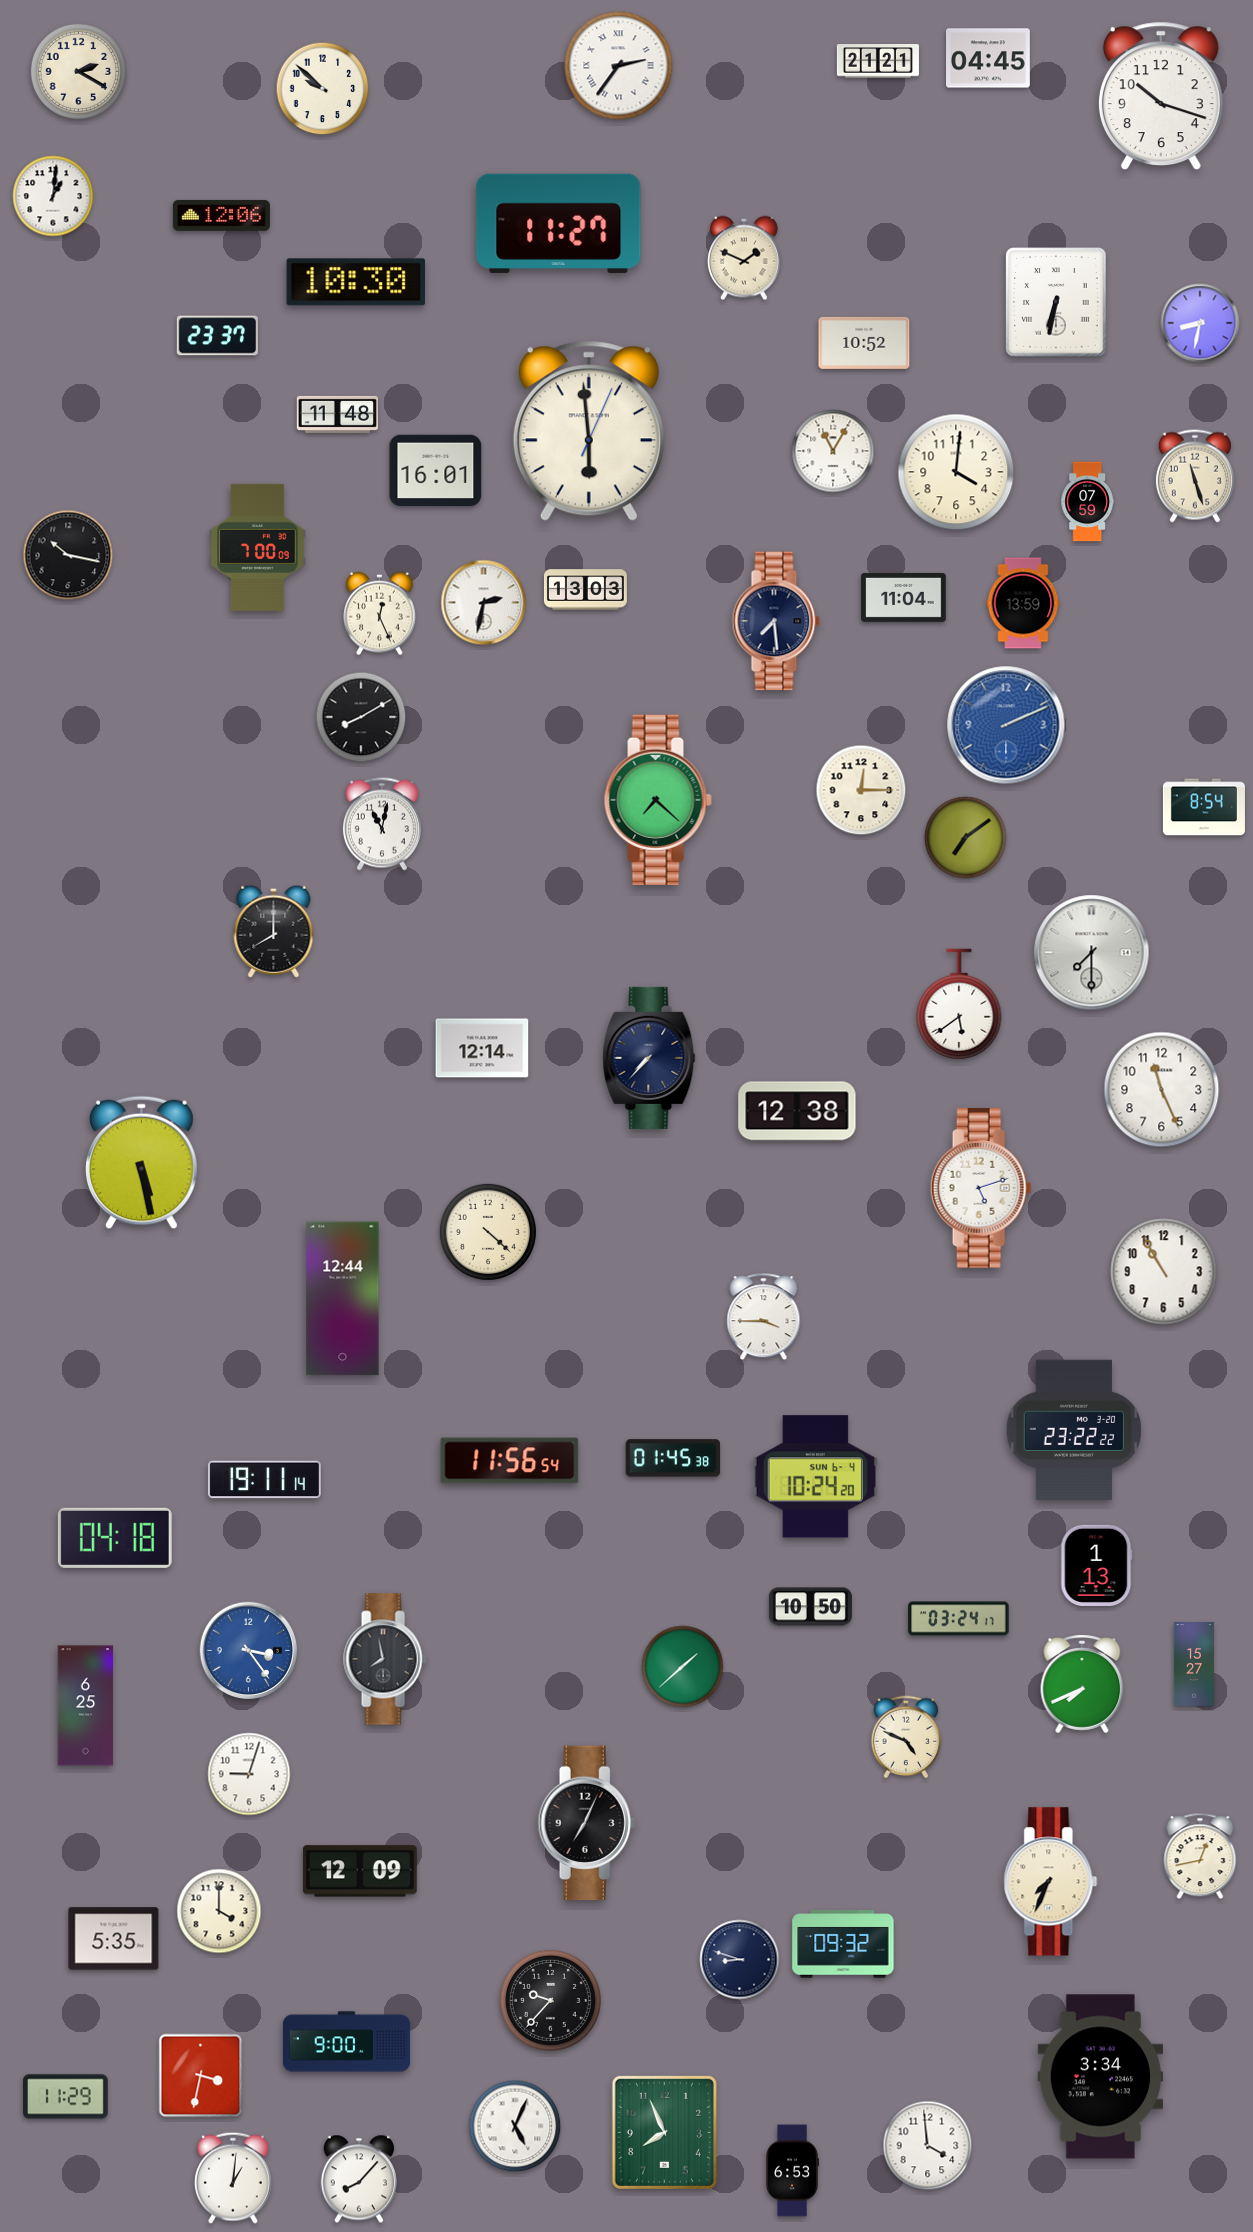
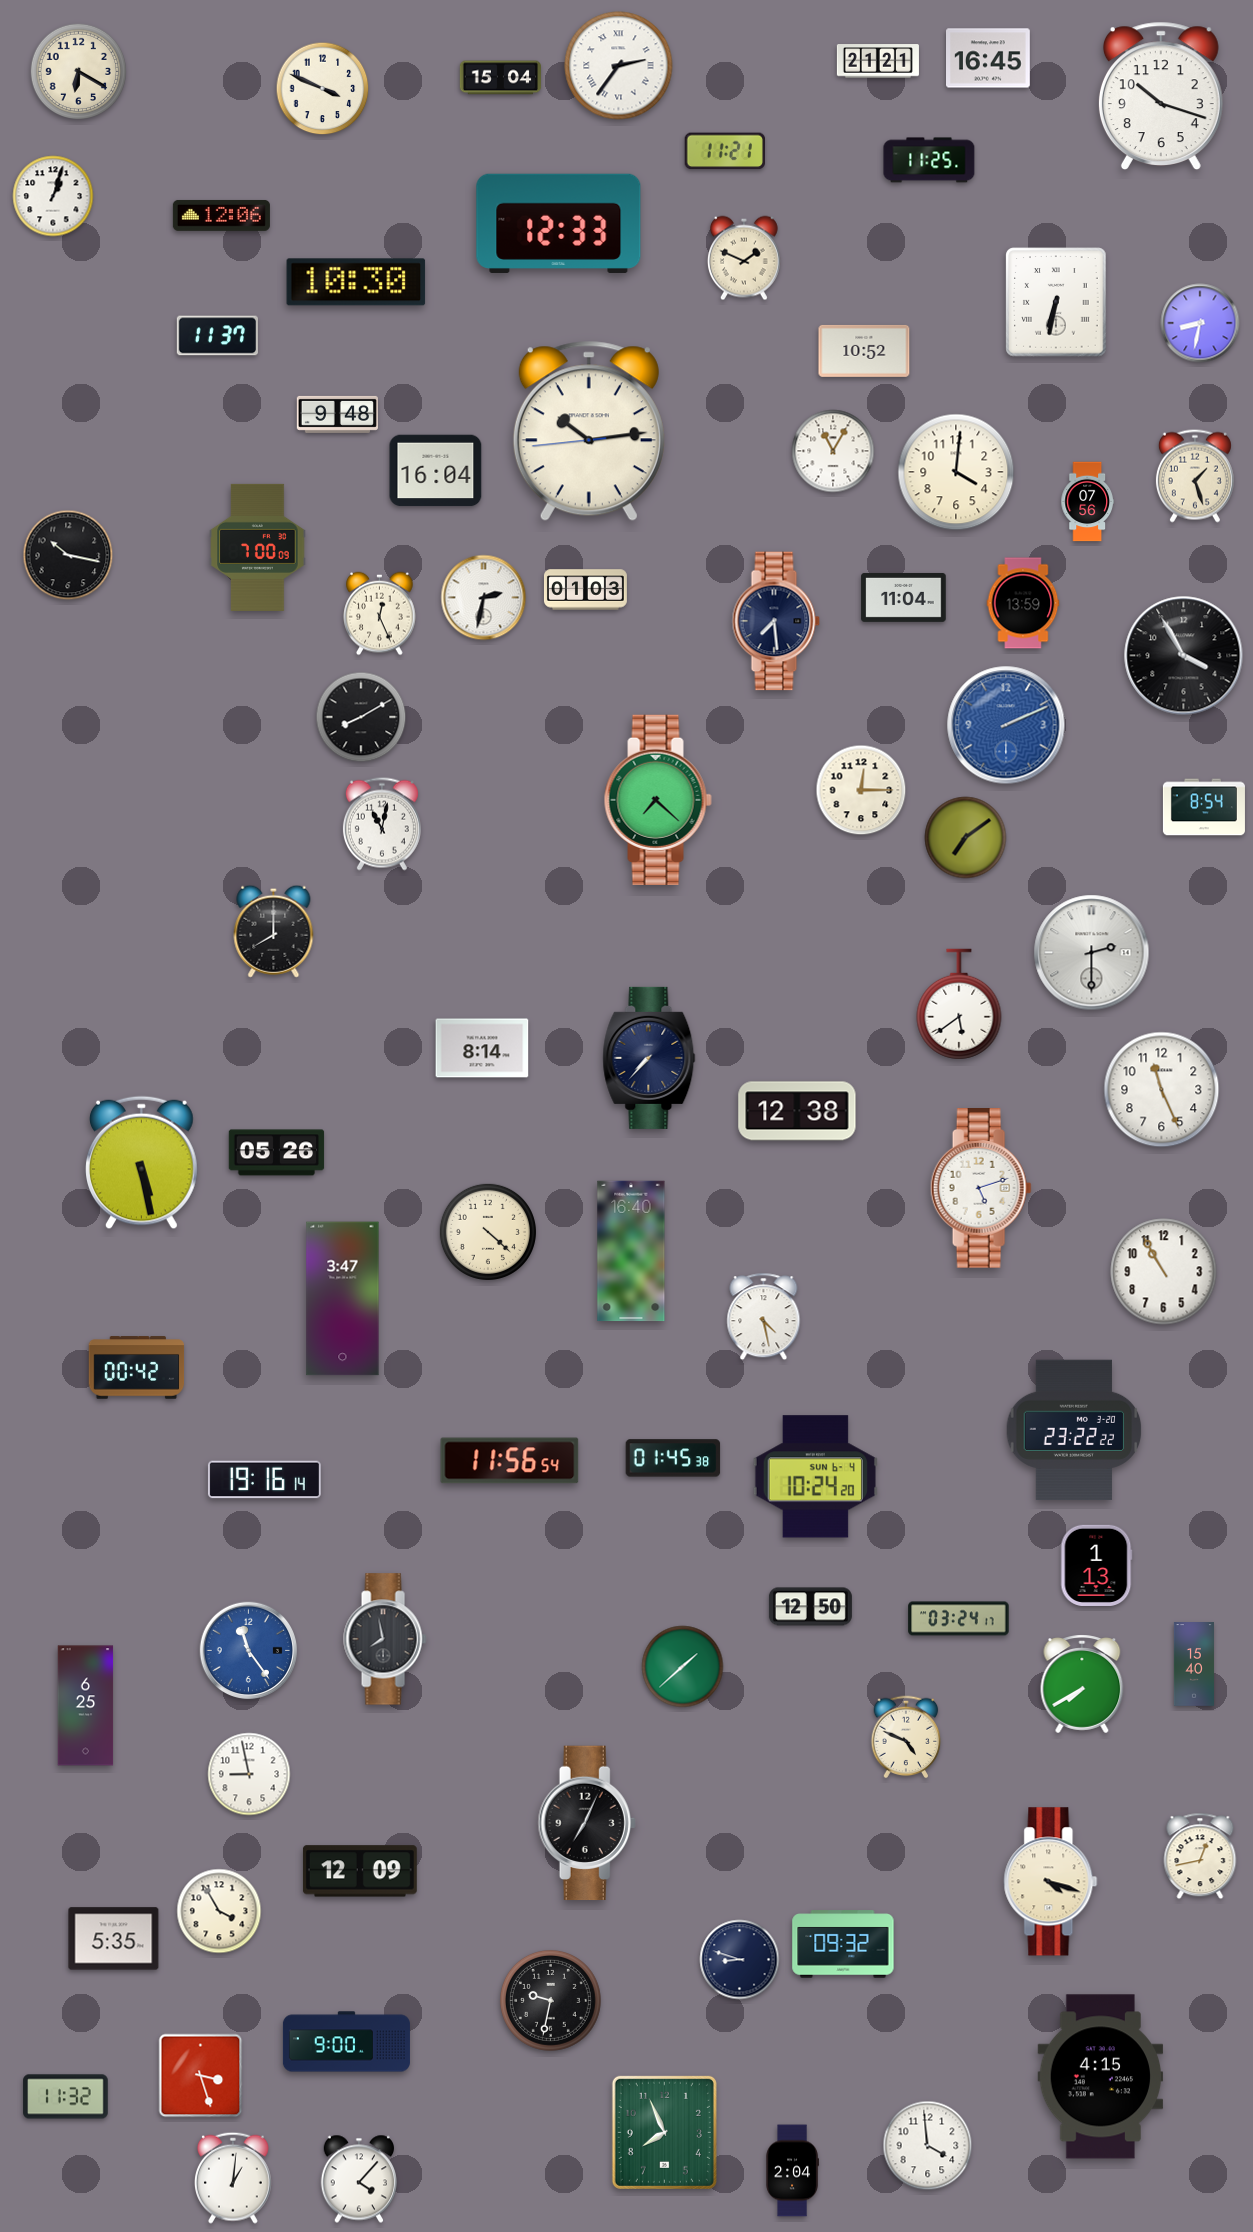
clock at (989, 58): 04:45 -> 16:45
clock at (78, 71): 2:20 -> 6:20
clock at (500, 78): none -> 15:04
clock at (323, 89): 9:52 -> 3:49
clock at (724, 151): none -> 11:21
clock at (929, 160): none -> 11:25
clock at (53, 196): 1:01 -> 1:03
clock at (559, 223): 11:27 -> 12:33
clock at (217, 336): 23:37 -> 11:37
clock at (864, 343) position: (864, 343) -> (864, 351)
clock at (337, 414): 11:48 -> 9:48
clock at (589, 431): 5:59 -> 10:13
clock at (436, 471): 16:01 -> 16:04
clock at (1195, 476): 11:27 -> 1:27
clock at (1087, 502): 07:59 -> 07:56
clock at (585, 590): 13:03 -> 01:03
clock at (484, 603) position: (484, 603) -> (484, 598)
clock at (1184, 656): none -> 3:55
clock at (1092, 953): 7:30 -> 2:30
clock at (482, 1048): 12:14 -> 8:14
clock at (277, 1153): none -> 05:26
clock at (631, 1251): none -> 16:40
clock at (343, 1299): 12:44 -> 3:47
clock at (764, 1317): 3:45 -> 4:28
clock at (137, 1368): none -> 00:42
clock at (264, 1480): 19:11 -> 19:16
clock at (115, 1538): 04:18 -> none
clock at (810, 1607): 10:50 -> 12:50
clock at (249, 1651): 3:24 -> 11:24
clock at (385, 1659) position: (385, 1659) -> (385, 1639)
clock at (1194, 1664): 15:27 -> 15:40
clock at (1082, 1684): 7:41 -> 7:40
clock at (249, 1774): 9:03 -> 8:58
clock at (1051, 1882): 7:34 -> 4:18
clock at (219, 1911): 4:00 -> 3:55
clock at (550, 2000): 9:37 -> 9:32
clock at (201, 2076): 3:32 -> 3:27
clock at (1101, 2077): 3:34 -> 4:15
clock at (66, 2097): 11:29 -> 11:32
clock at (515, 2126): 5:04 -> none
clock at (792, 2171): 6:53 -> 2:04
clock at (358, 2179): 8:07 -> 4:07
